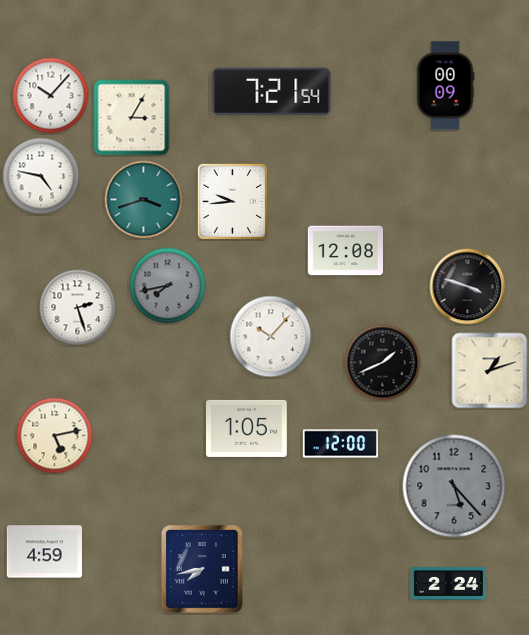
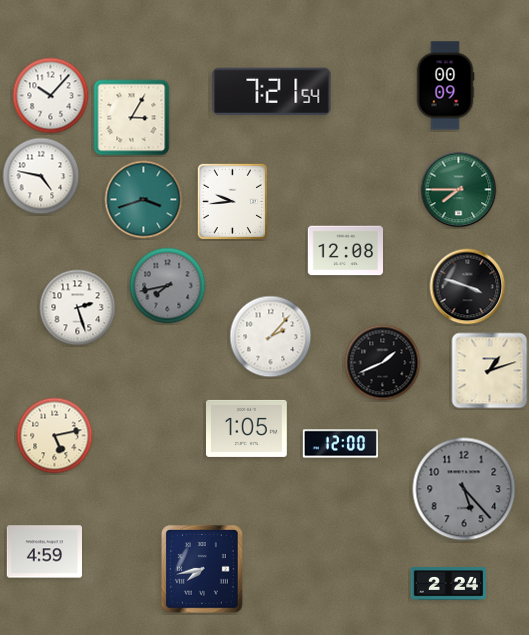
clock at (459, 190): none -> 7:45
clock at (271, 337): 10:07 -> 2:07
clock at (454, 486) position: (454, 486) -> (464, 489)
